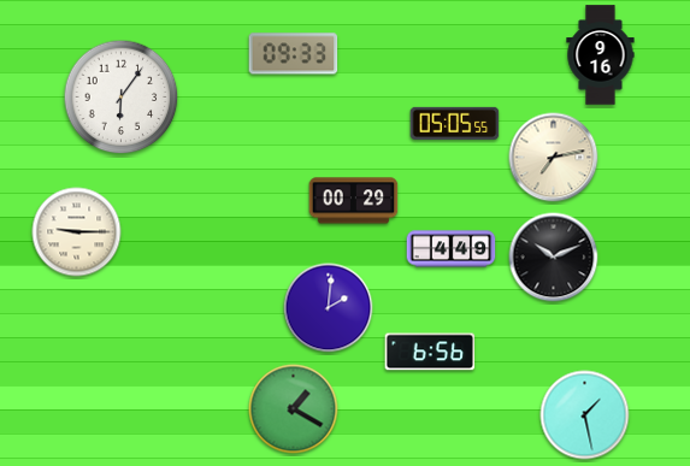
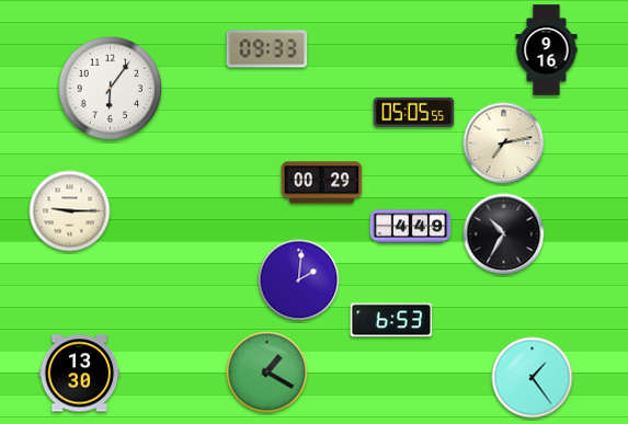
clock at (554, 258): 10:11 -> 10:35
clock at (430, 352): 6:56 -> 6:53
clock at (80, 374): none -> 13:30
clock at (585, 415): 1:28 -> 1:24
